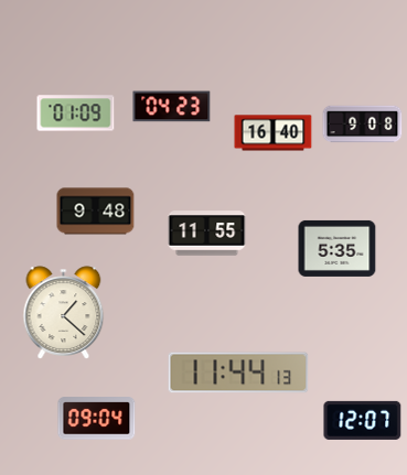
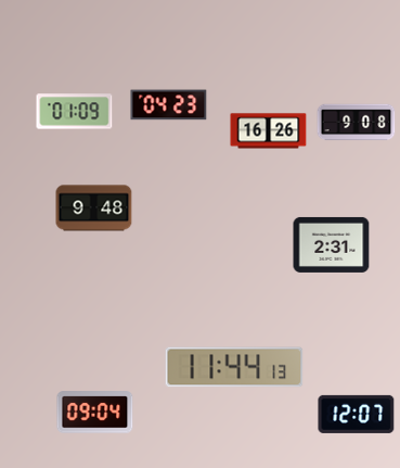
clock at (274, 133): 16:40 -> 16:26
clock at (207, 234): 11:55 -> none
clock at (338, 248): 5:35 -> 2:31
clock at (64, 313): 1:22 -> none
